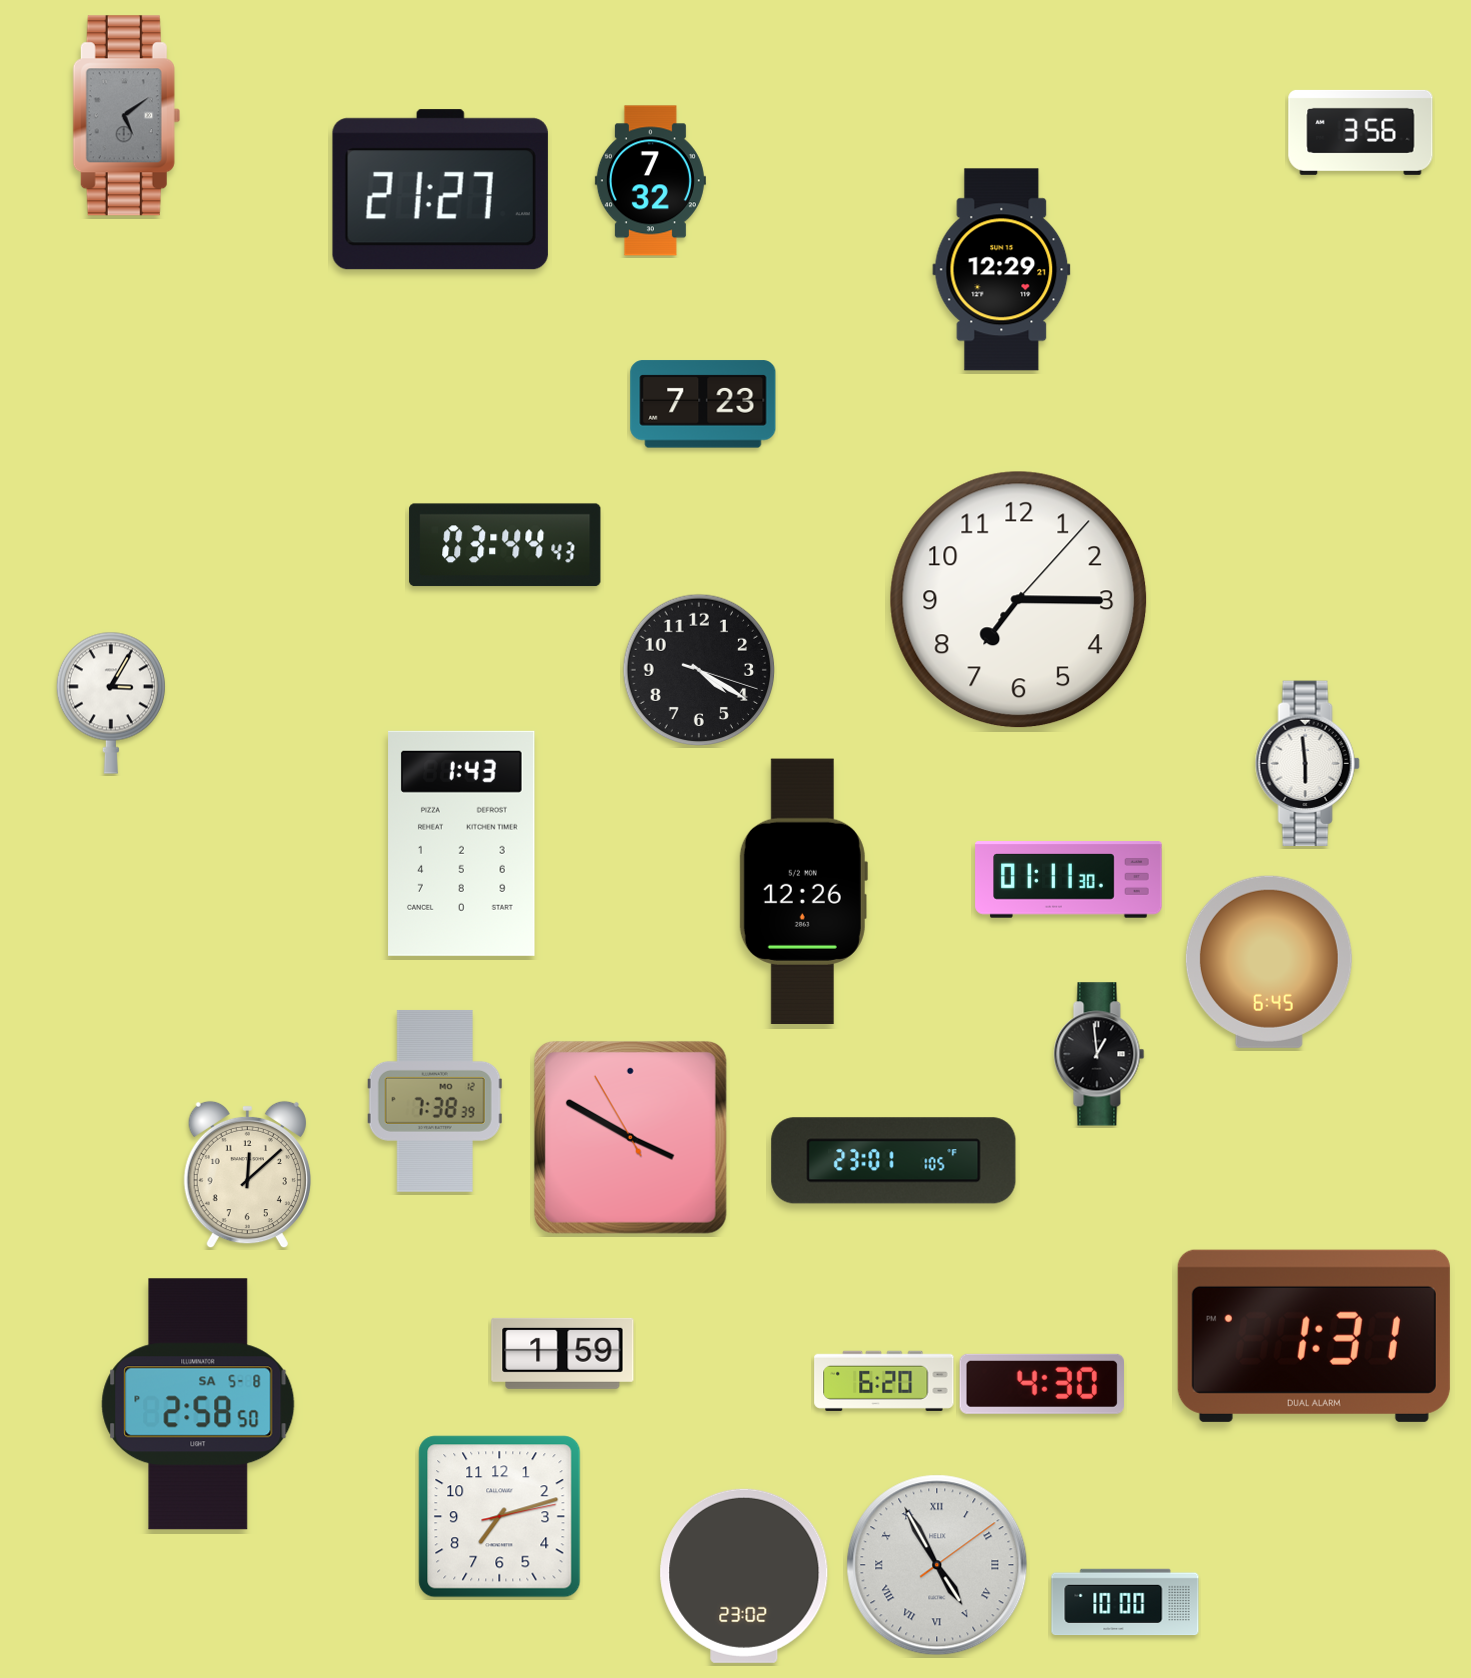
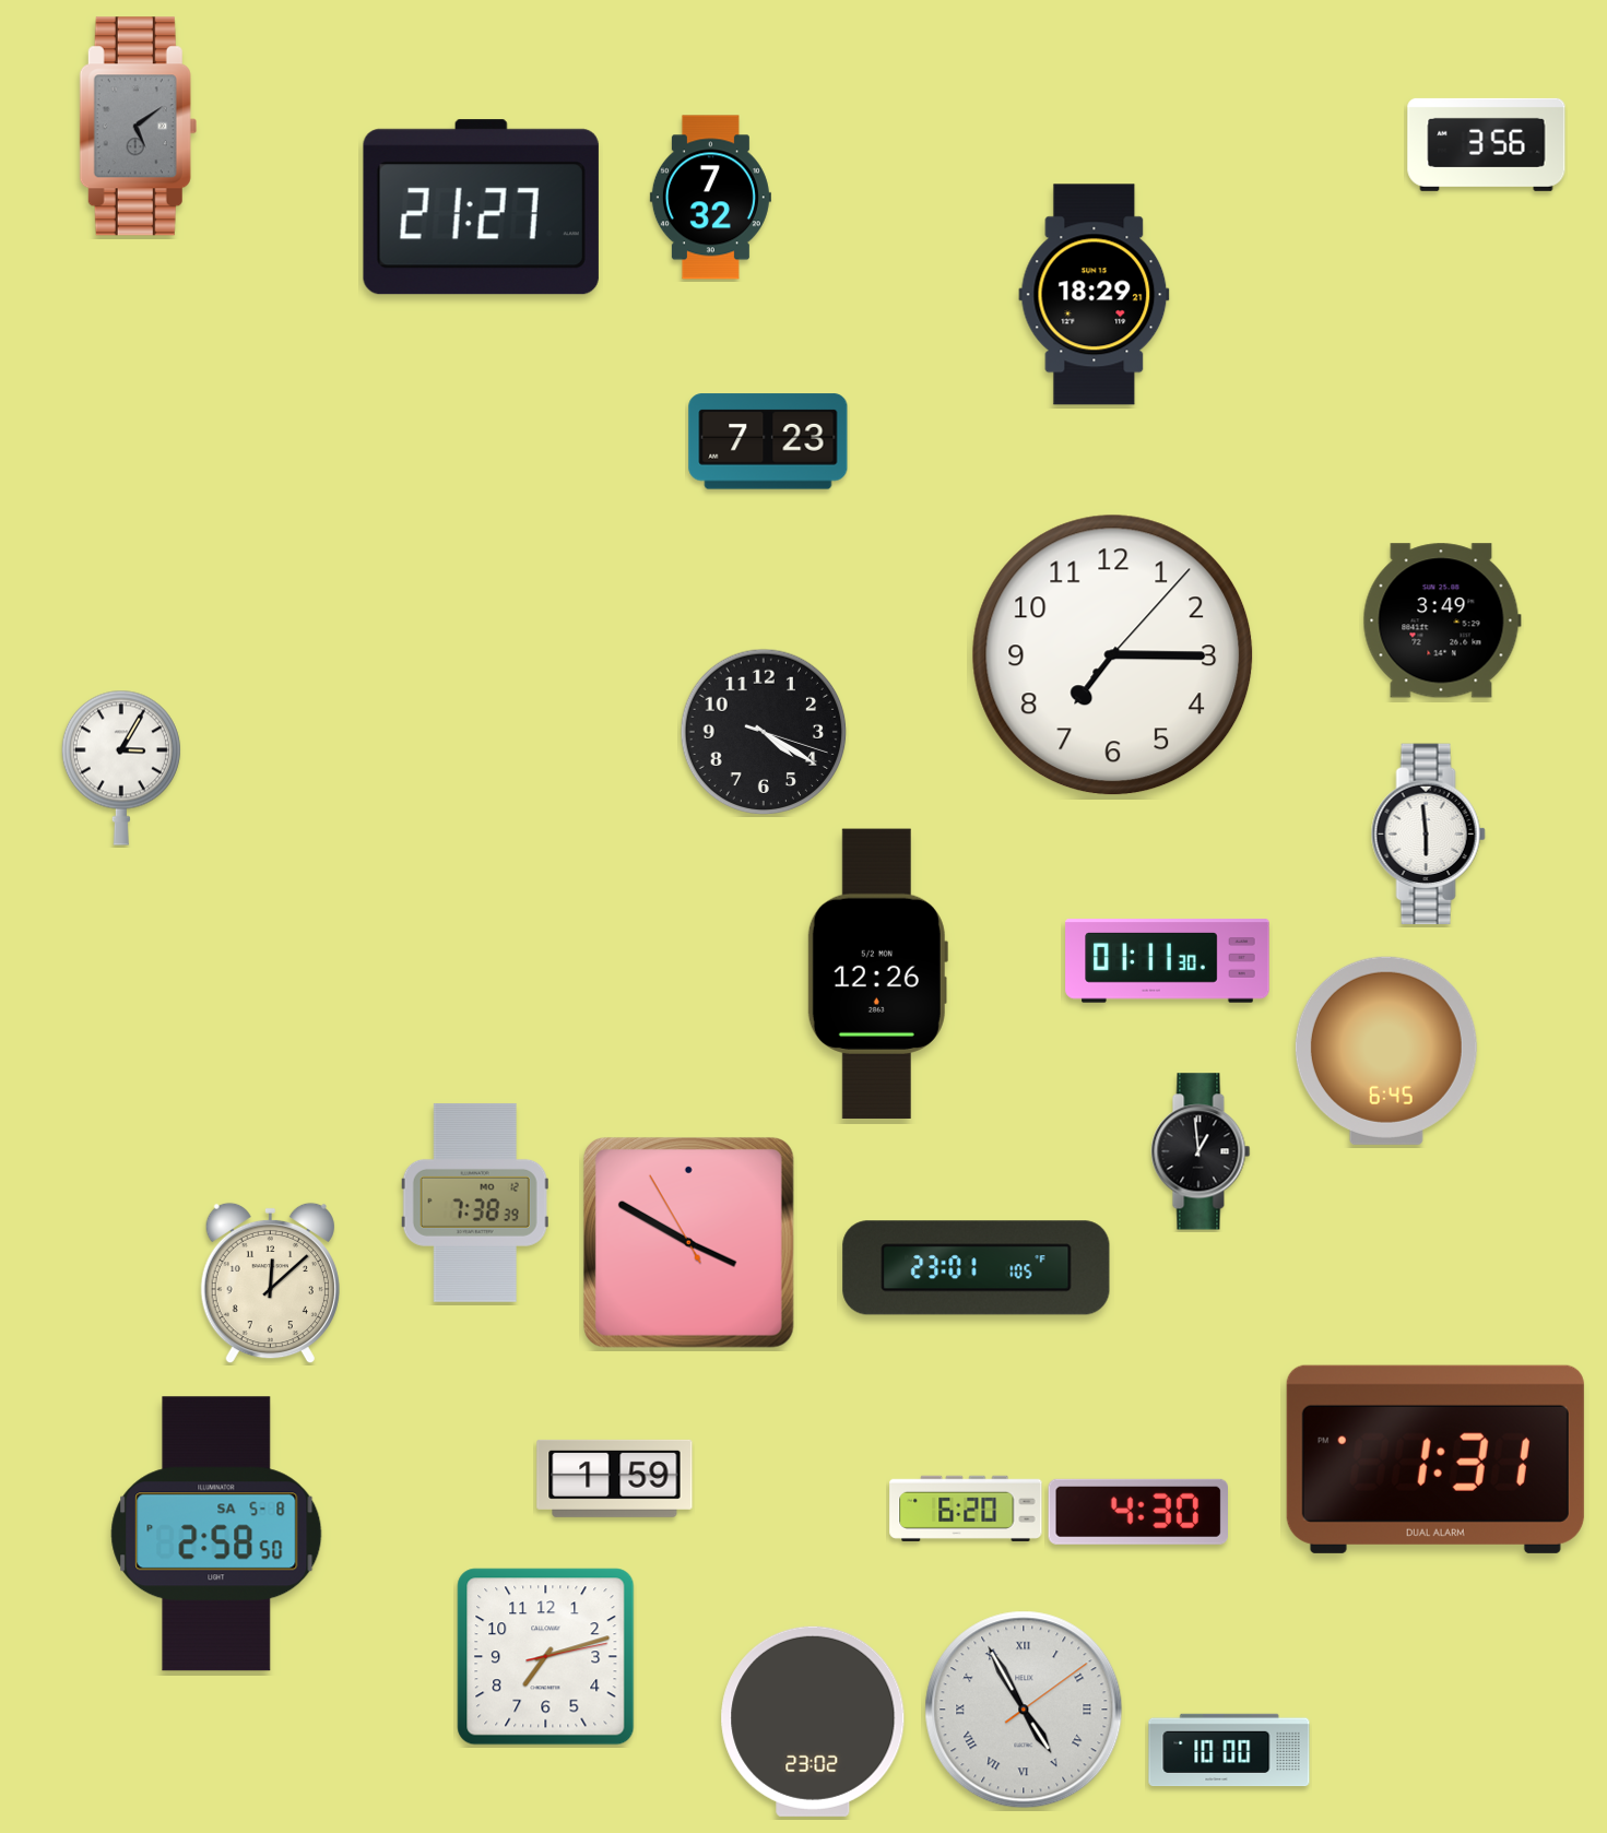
clock at (1002, 270): 12:29 -> 18:29
clock at (505, 545): 03:44 -> none
clock at (1442, 620): none -> 3:49
clock at (462, 843): 1:43 -> none
